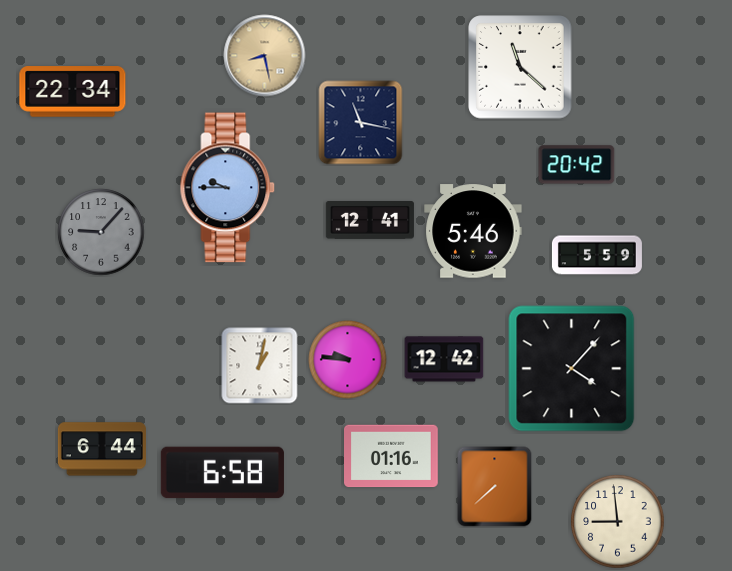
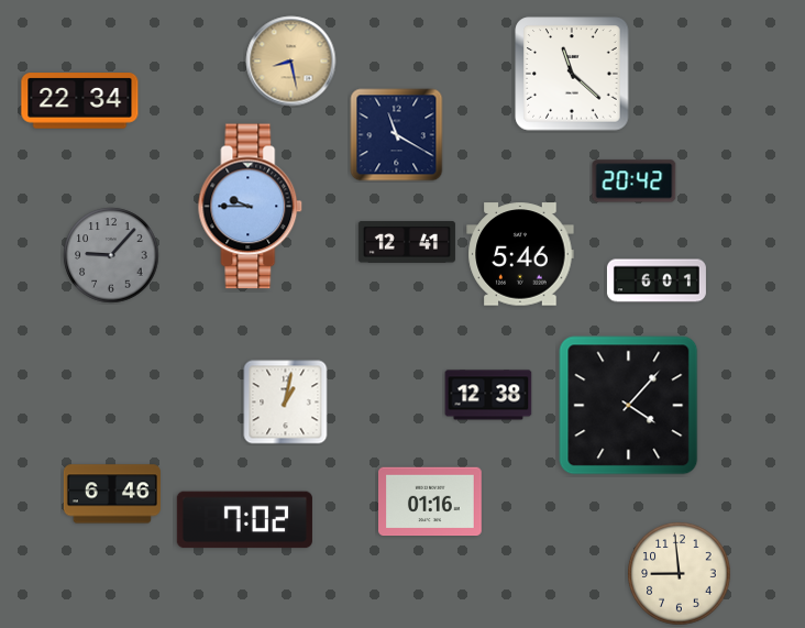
clock at (361, 123): 11:17 -> 11:20
clock at (597, 255): 5:59 -> 6:01
clock at (444, 359): 12:42 -> 12:38
clock at (348, 360): 9:46 -> none
clock at (102, 449): 6:44 -> 6:46
clock at (222, 473): 6:58 -> 7:02
clock at (495, 487): 7:38 -> none
